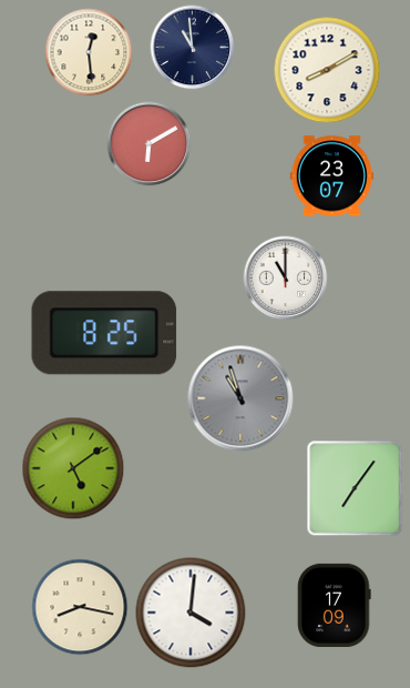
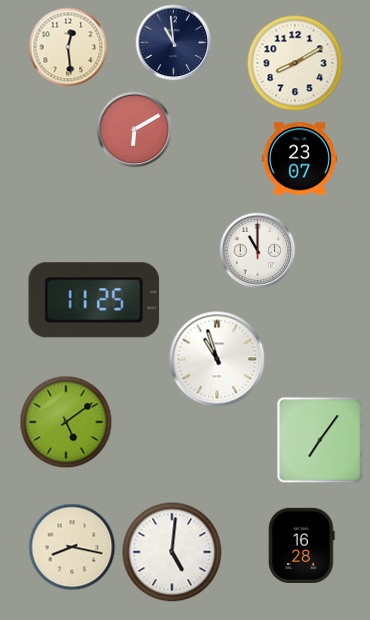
clock at (89, 52) position: (89, 52) -> (68, 47)
clock at (104, 333): 8:25 -> 11:25
clock at (240, 398) dial: grey -> white
clock at (335, 605): 17:09 -> 16:28
clock at (191, 613): 4:01 -> 5:01
